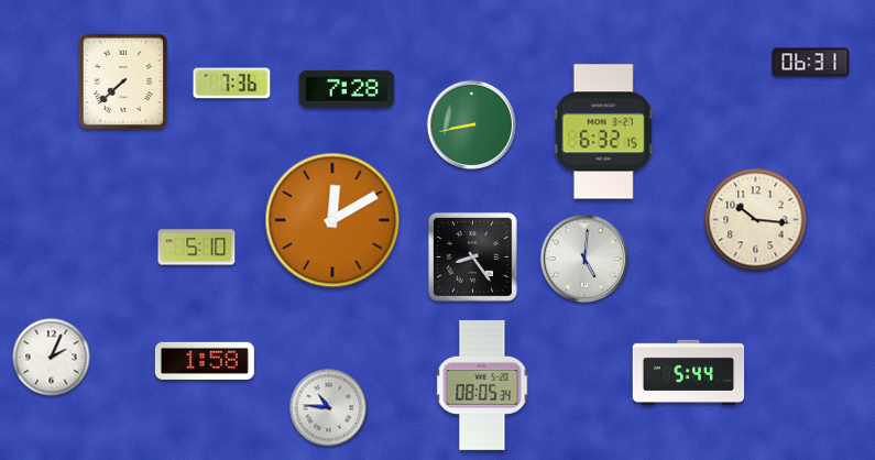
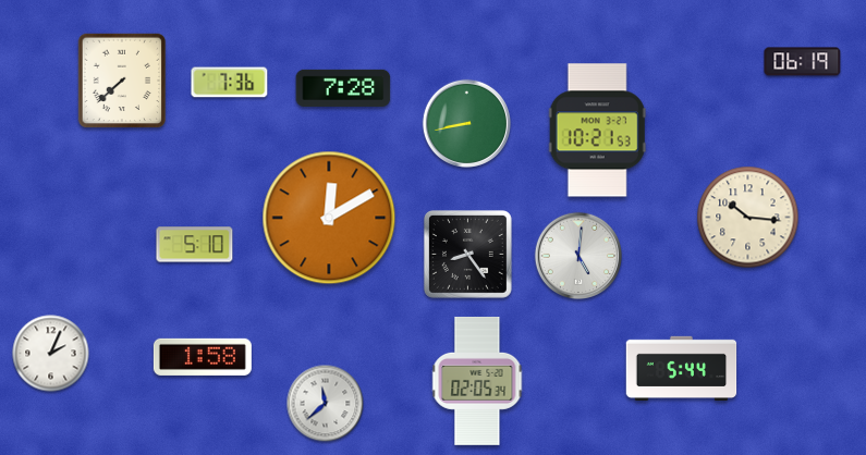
clock at (811, 63): 06:31 -> 06:19
clock at (603, 132): 6:32 -> 10:21
clock at (482, 385): 08:05 -> 02:05
clock at (329, 408): 10:46 -> 11:38
